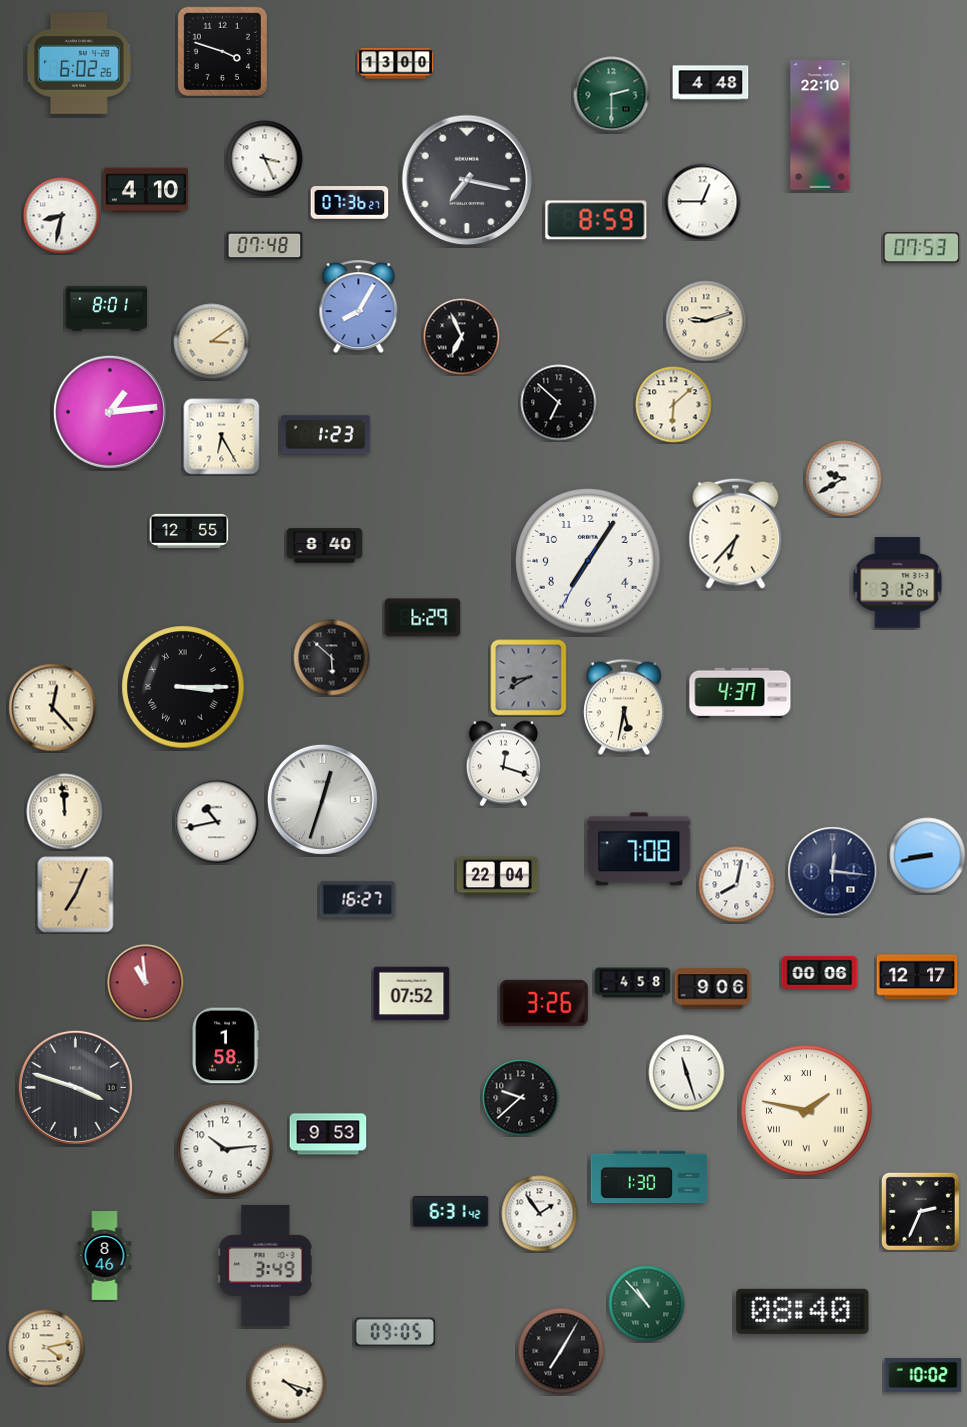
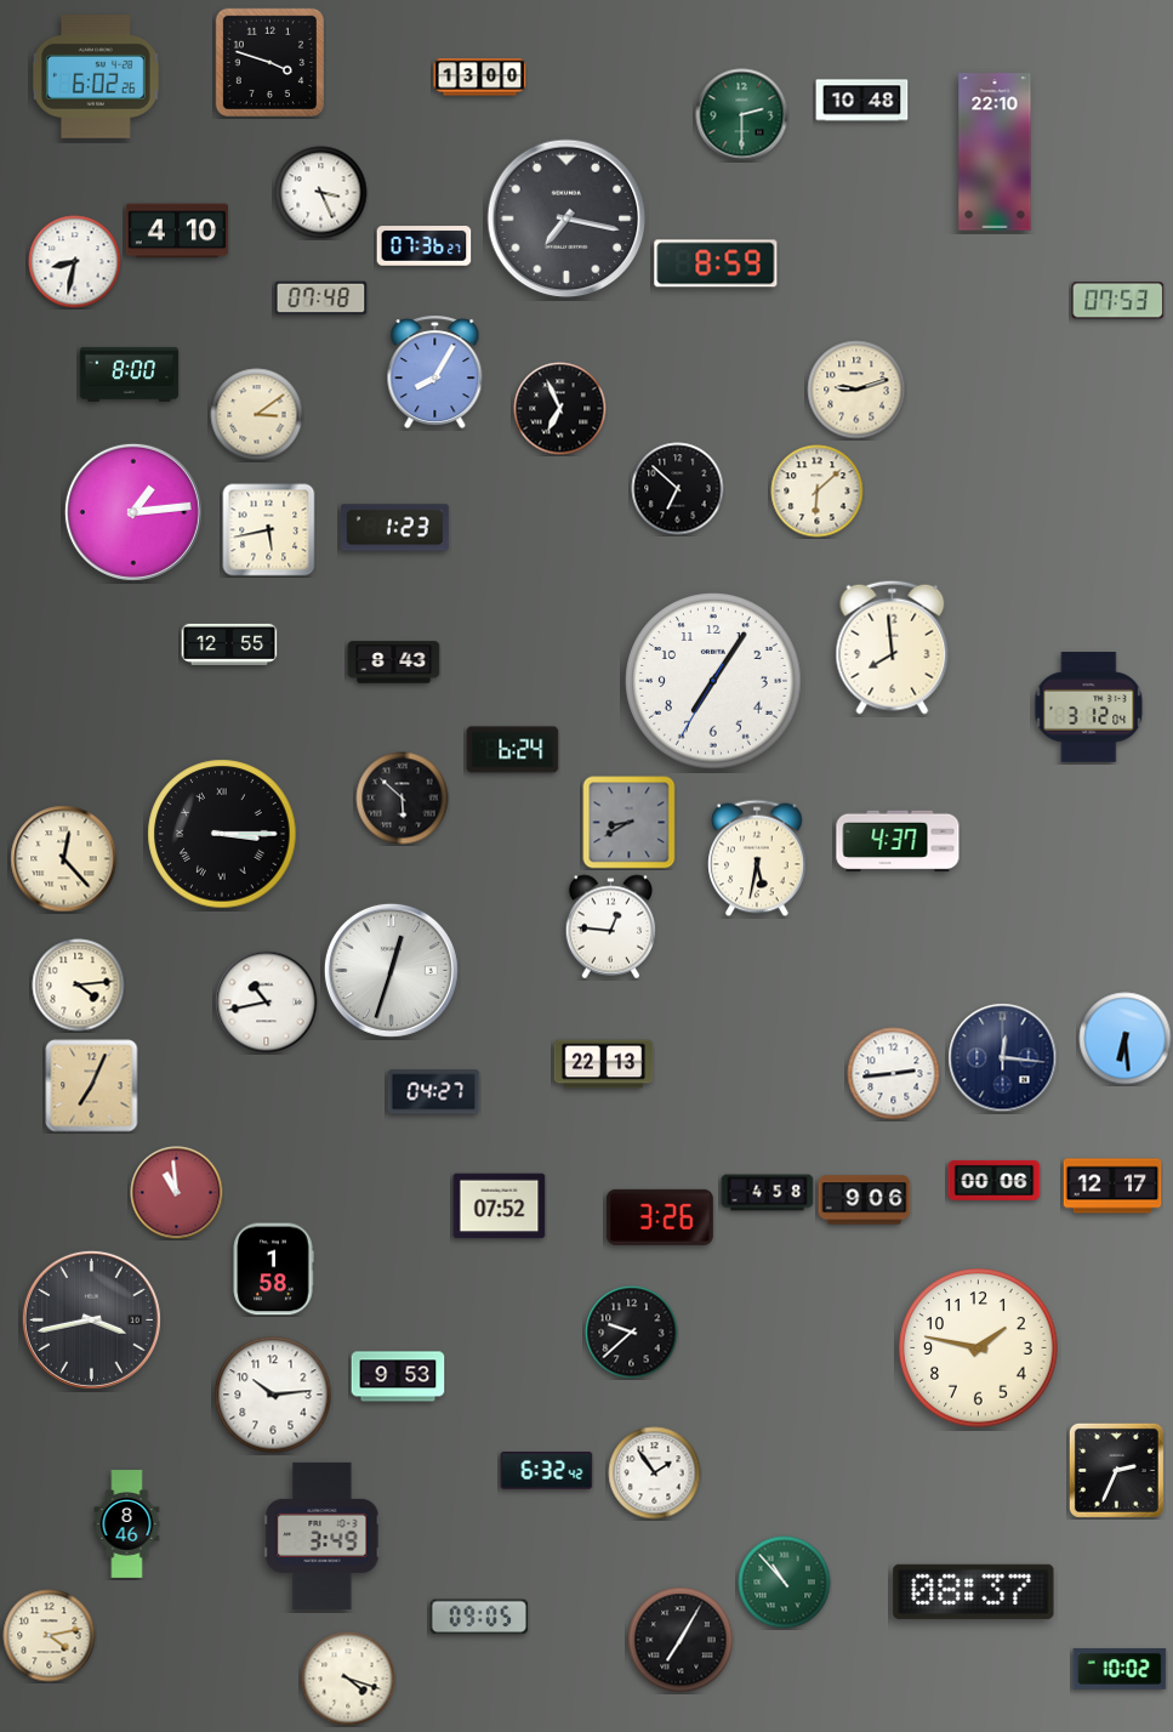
clock at (711, 83): 4:48 -> 10:48
clock at (703, 202): 12:45 -> none
clock at (596, 220) position: (596, 220) -> (716, 263)
clock at (107, 308): 8:01 -> 8:00
clock at (110, 412) position: (110, 412) -> (133, 512)
clock at (222, 437): 6:25 -> 5:43
clock at (844, 479): 9:40 -> none
clock at (736, 533): 6:37 -> 7:59
clock at (325, 546): 8:40 -> 8:43
clock at (423, 618): 6:29 -> 6:24
clock at (529, 678) position: (529, 678) -> (630, 823)
clock at (504, 764): 12:18 -> 12:46
clock at (65, 812): 11:59 -> 4:14
clock at (217, 822) position: (217, 822) -> (267, 1003)
clock at (639, 849): 7:08 -> none
clock at (928, 856): 8:43 -> 6:29
clock at (833, 872) position: (833, 872) -> (1003, 1058)
clock at (498, 877): 22:04 -> 22:13
clock at (737, 885): 8:02 -> 2:44
clock at (358, 900): 16:27 -> 04:27
clock at (687, 1073): 11:27 -> none
clock at (75, 1087): 3:48 -> 3:43
clock at (807, 1111) numerals: Roman -> Arabic
clock at (649, 1177): 1:30 -> none
clock at (451, 1212): 6:31 -> 6:32
clock at (803, 1311): 08:40 -> 08:37
clock at (47, 1348) position: (47, 1348) -> (50, 1636)
